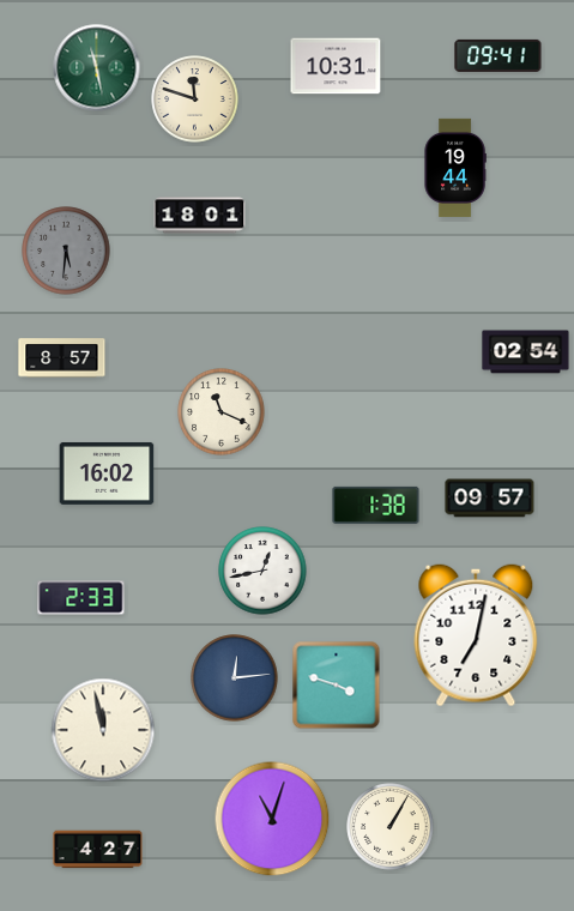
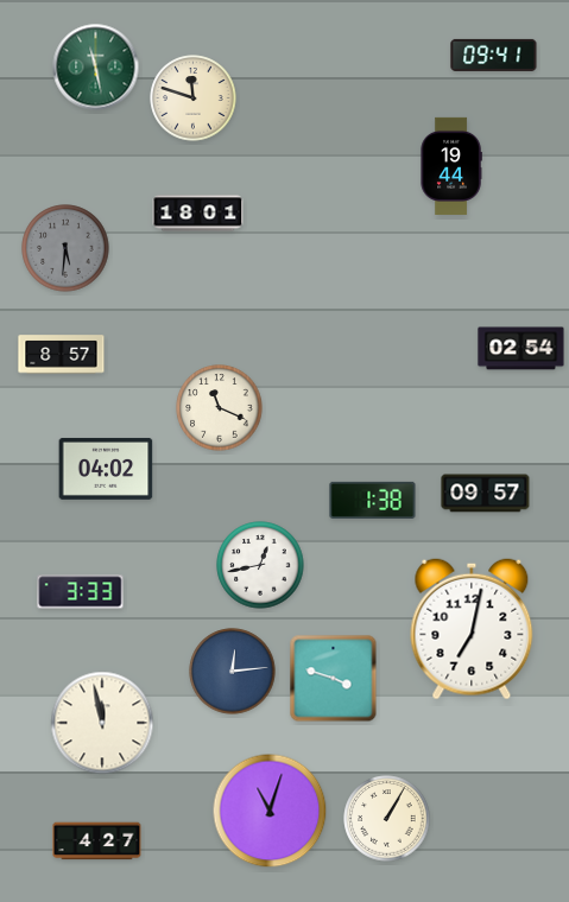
clock at (336, 66): 10:31 -> none
clock at (107, 473): 16:02 -> 04:02
clock at (81, 598): 2:33 -> 3:33
